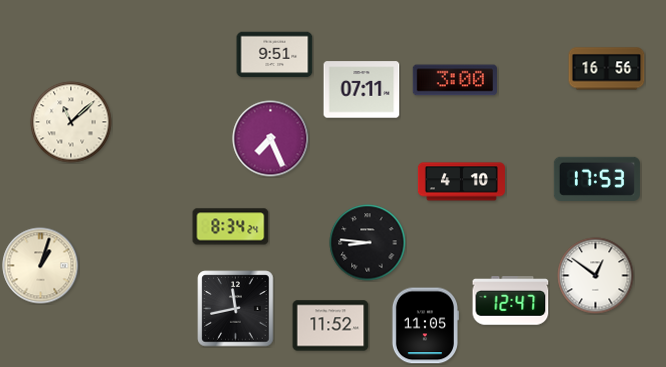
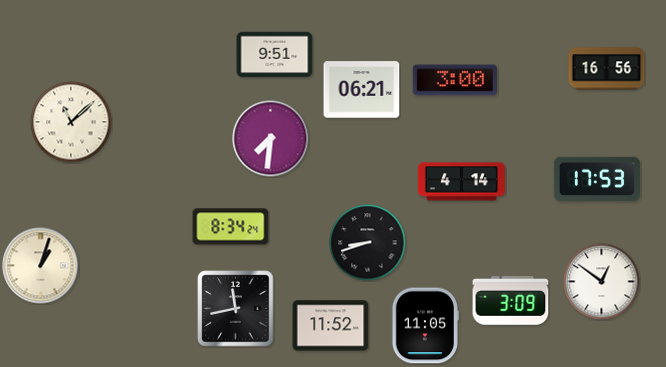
clock at (362, 90): 07:11 -> 06:21
clock at (271, 139): 7:26 -> 7:31
clock at (461, 182): 4:10 -> 4:14
clock at (368, 243): 8:46 -> 8:42
clock at (596, 276) position: (596, 276) -> (602, 282)
clock at (511, 301): 12:47 -> 3:09
